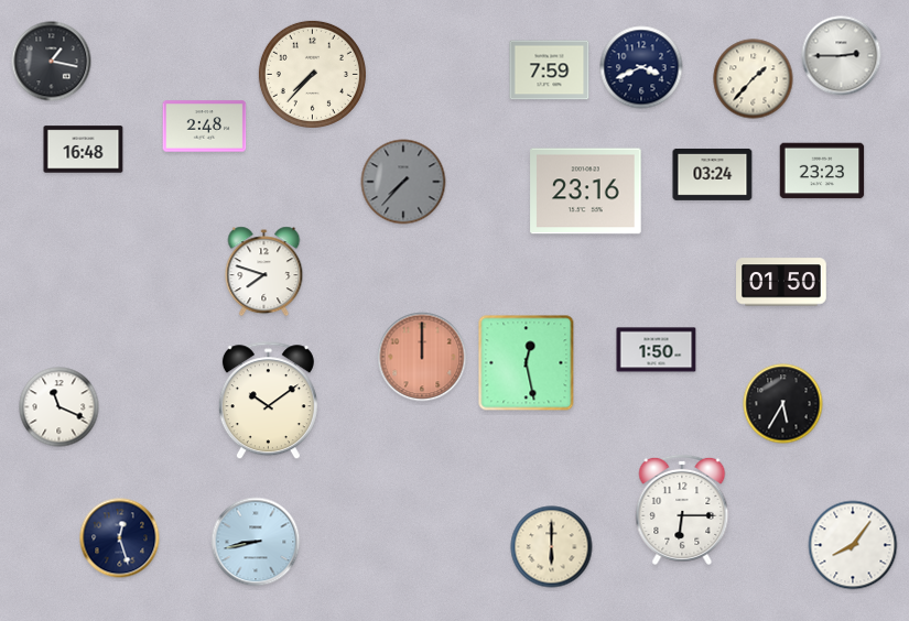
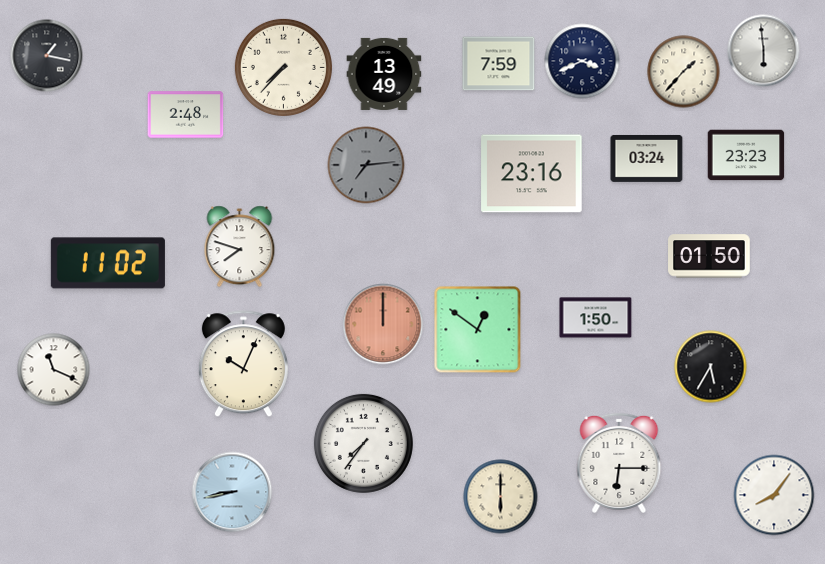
clock at (842, 56): 2:45 -> 5:59
clock at (384, 74): none -> 13:49
clock at (84, 150): 16:48 -> none
clock at (403, 182): 7:37 -> 7:14
clock at (108, 263): none -> 11:02
clock at (527, 363): 12:28 -> 12:51
clock at (268, 401): 10:09 -> 10:04
clock at (363, 443): none -> 7:36
clock at (120, 538): 12:27 -> none
